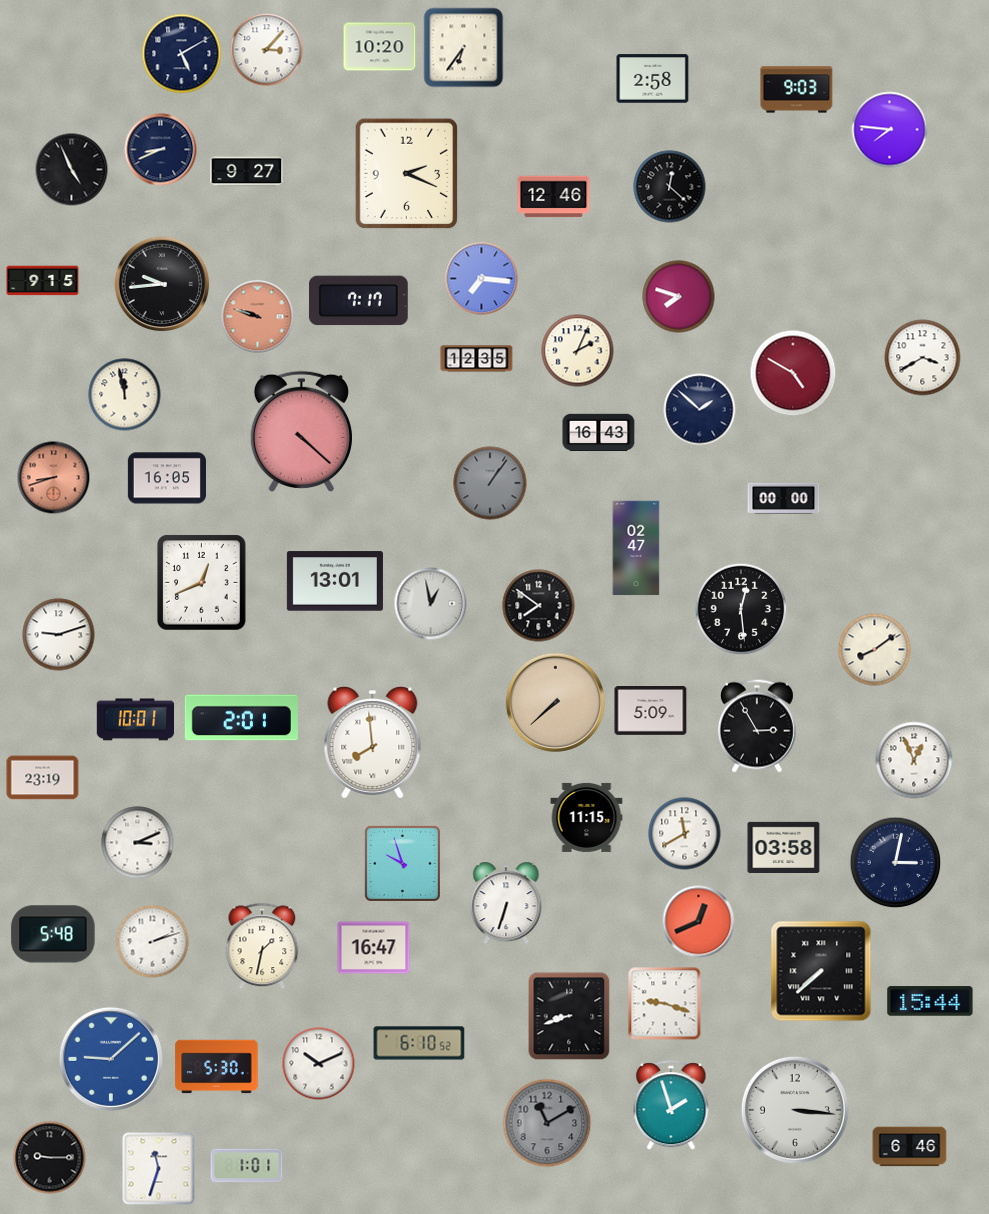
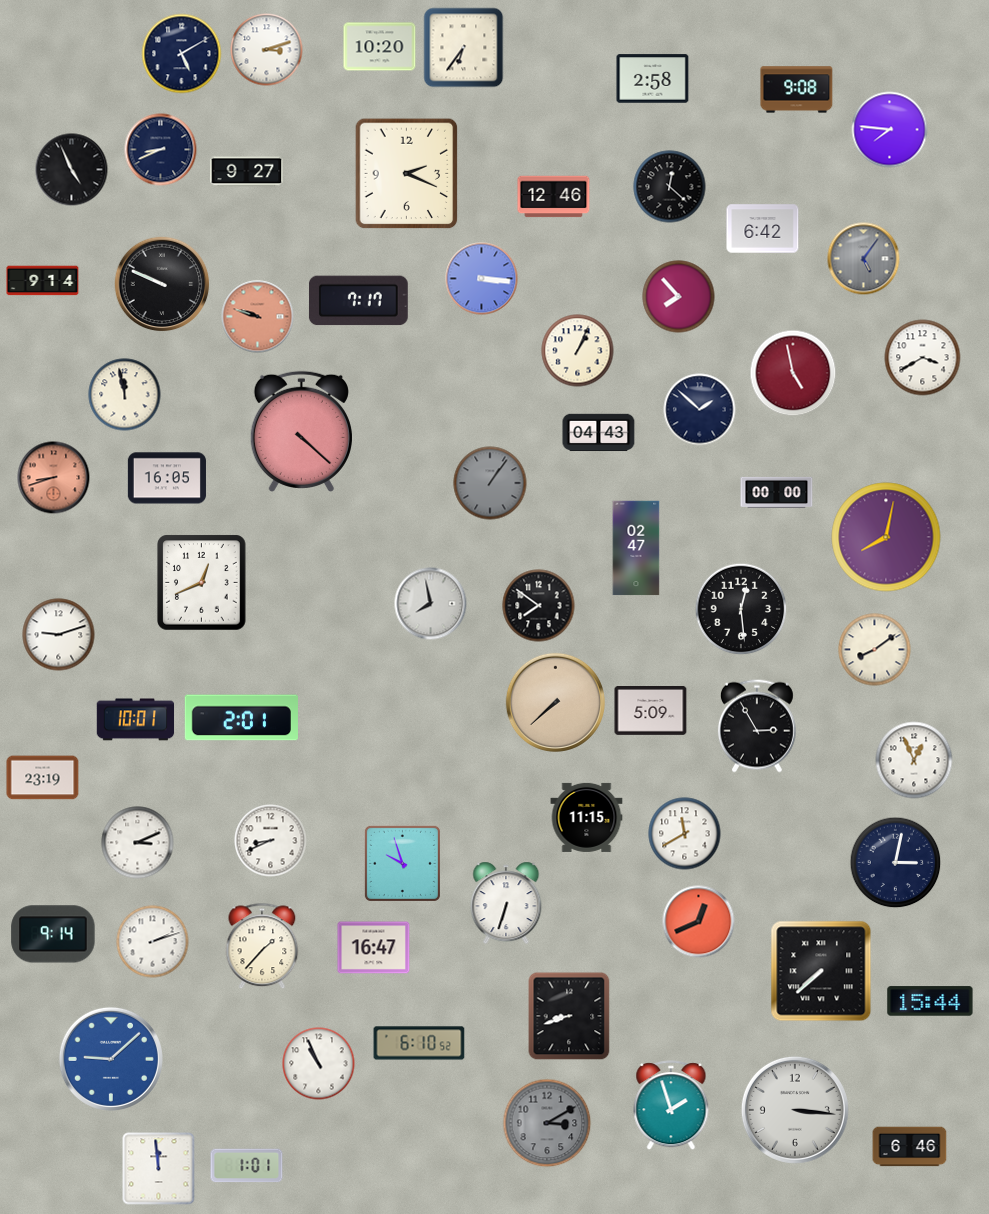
clock at (267, 50): 3:07 -> 3:12
clock at (797, 90): 9:03 -> 9:08
clock at (763, 229): none -> 6:42
clock at (864, 259): none -> 5:06
clock at (482, 279): 7:16 -> 3:16
clock at (43, 281): 9:15 -> 9:14
clock at (162, 284): 9:44 -> 9:49
clock at (679, 297): 7:48 -> 7:53
clock at (578, 351): 2:04 -> 1:04
clock at (477, 359): 12:35 -> none
clock at (793, 373): 4:50 -> 4:58
clock at (599, 433): 16:43 -> 04:43
clock at (784, 498) position: (784, 498) -> (777, 492)
clock at (886, 537): none -> 8:02
clock at (335, 581): 13:01 -> none
clock at (431, 604): 12:58 -> 7:58
clock at (373, 743): 7:59 -> none
clock at (271, 841): none -> 8:41
clock at (784, 848): 03:58 -> none
clock at (53, 934): 5:48 -> 9:14
clock at (262, 946): 1:32 -> 1:37
clock at (665, 1004): 9:18 -> none
clock at (319, 1064): 10:11 -> 10:56
clock at (217, 1067): 5:30 -> none
clock at (547, 1123): 11:10 -> 3:10
clock at (50, 1158): 9:15 -> none
clock at (159, 1169): 11:33 -> 11:59
